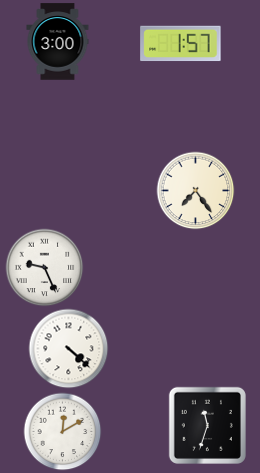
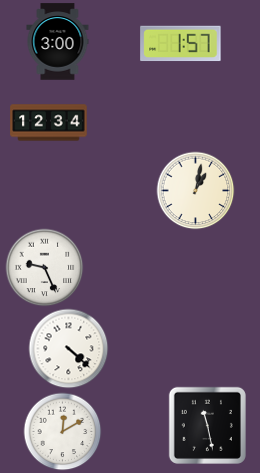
clock at (49, 123): none -> 12:34
clock at (195, 190): 7:24 -> 1:02
clock at (207, 425): 11:33 -> 11:28
